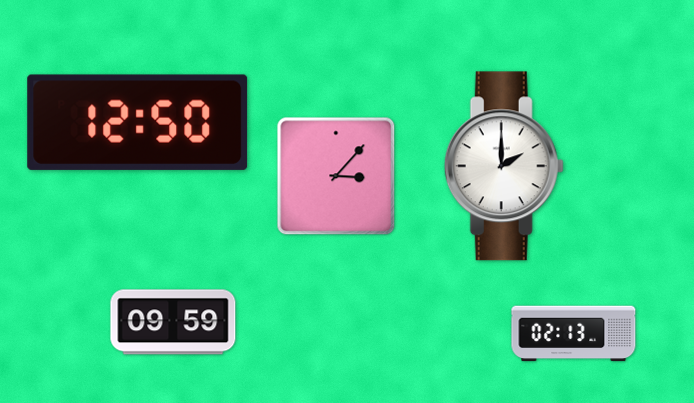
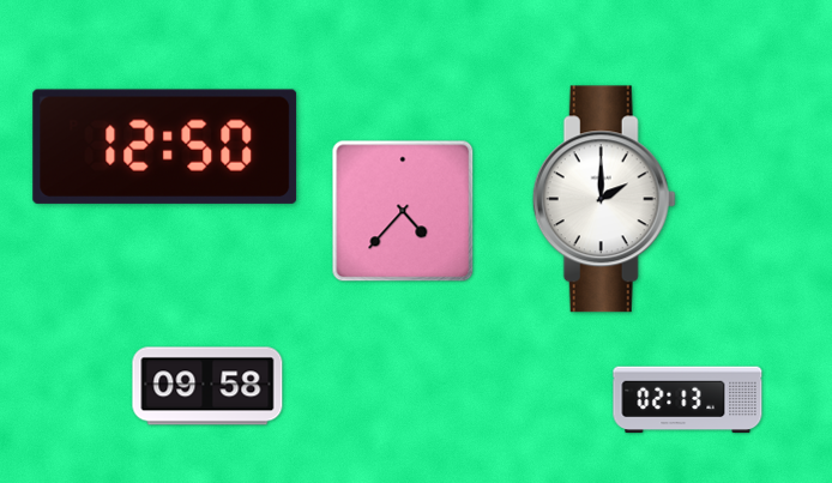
clock at (336, 176): 3:07 -> 4:37
clock at (173, 322): 09:59 -> 09:58
